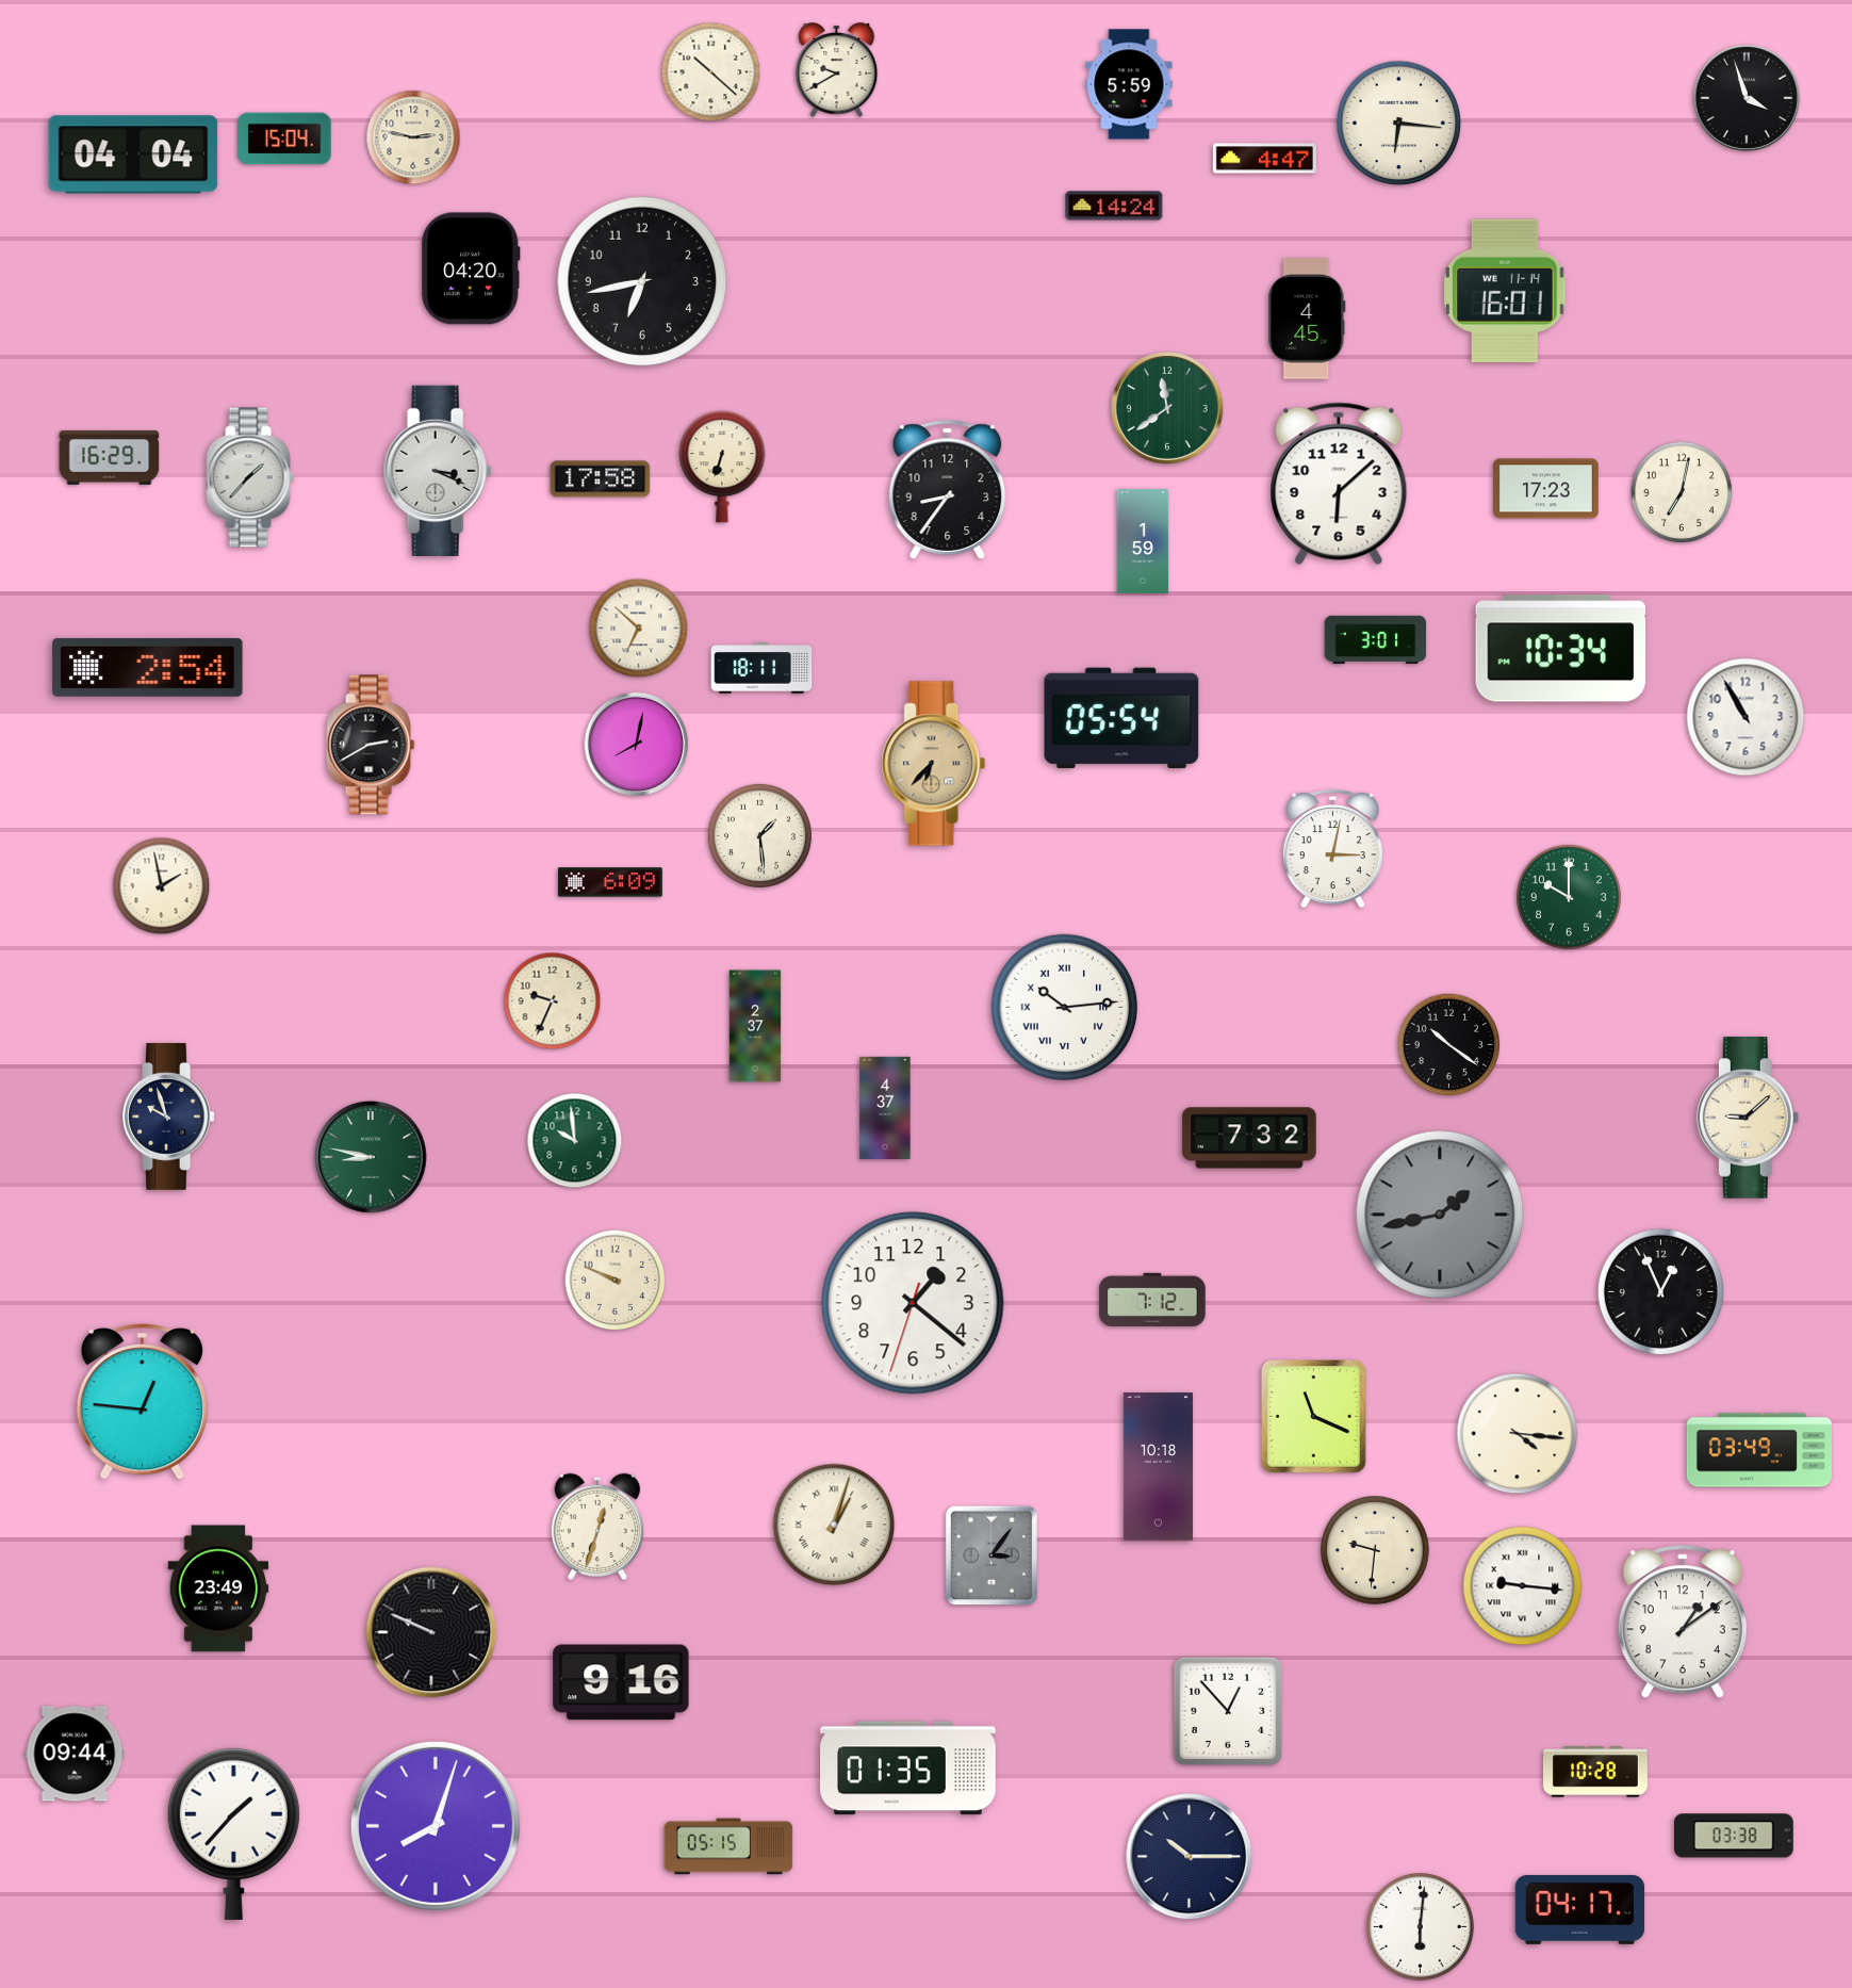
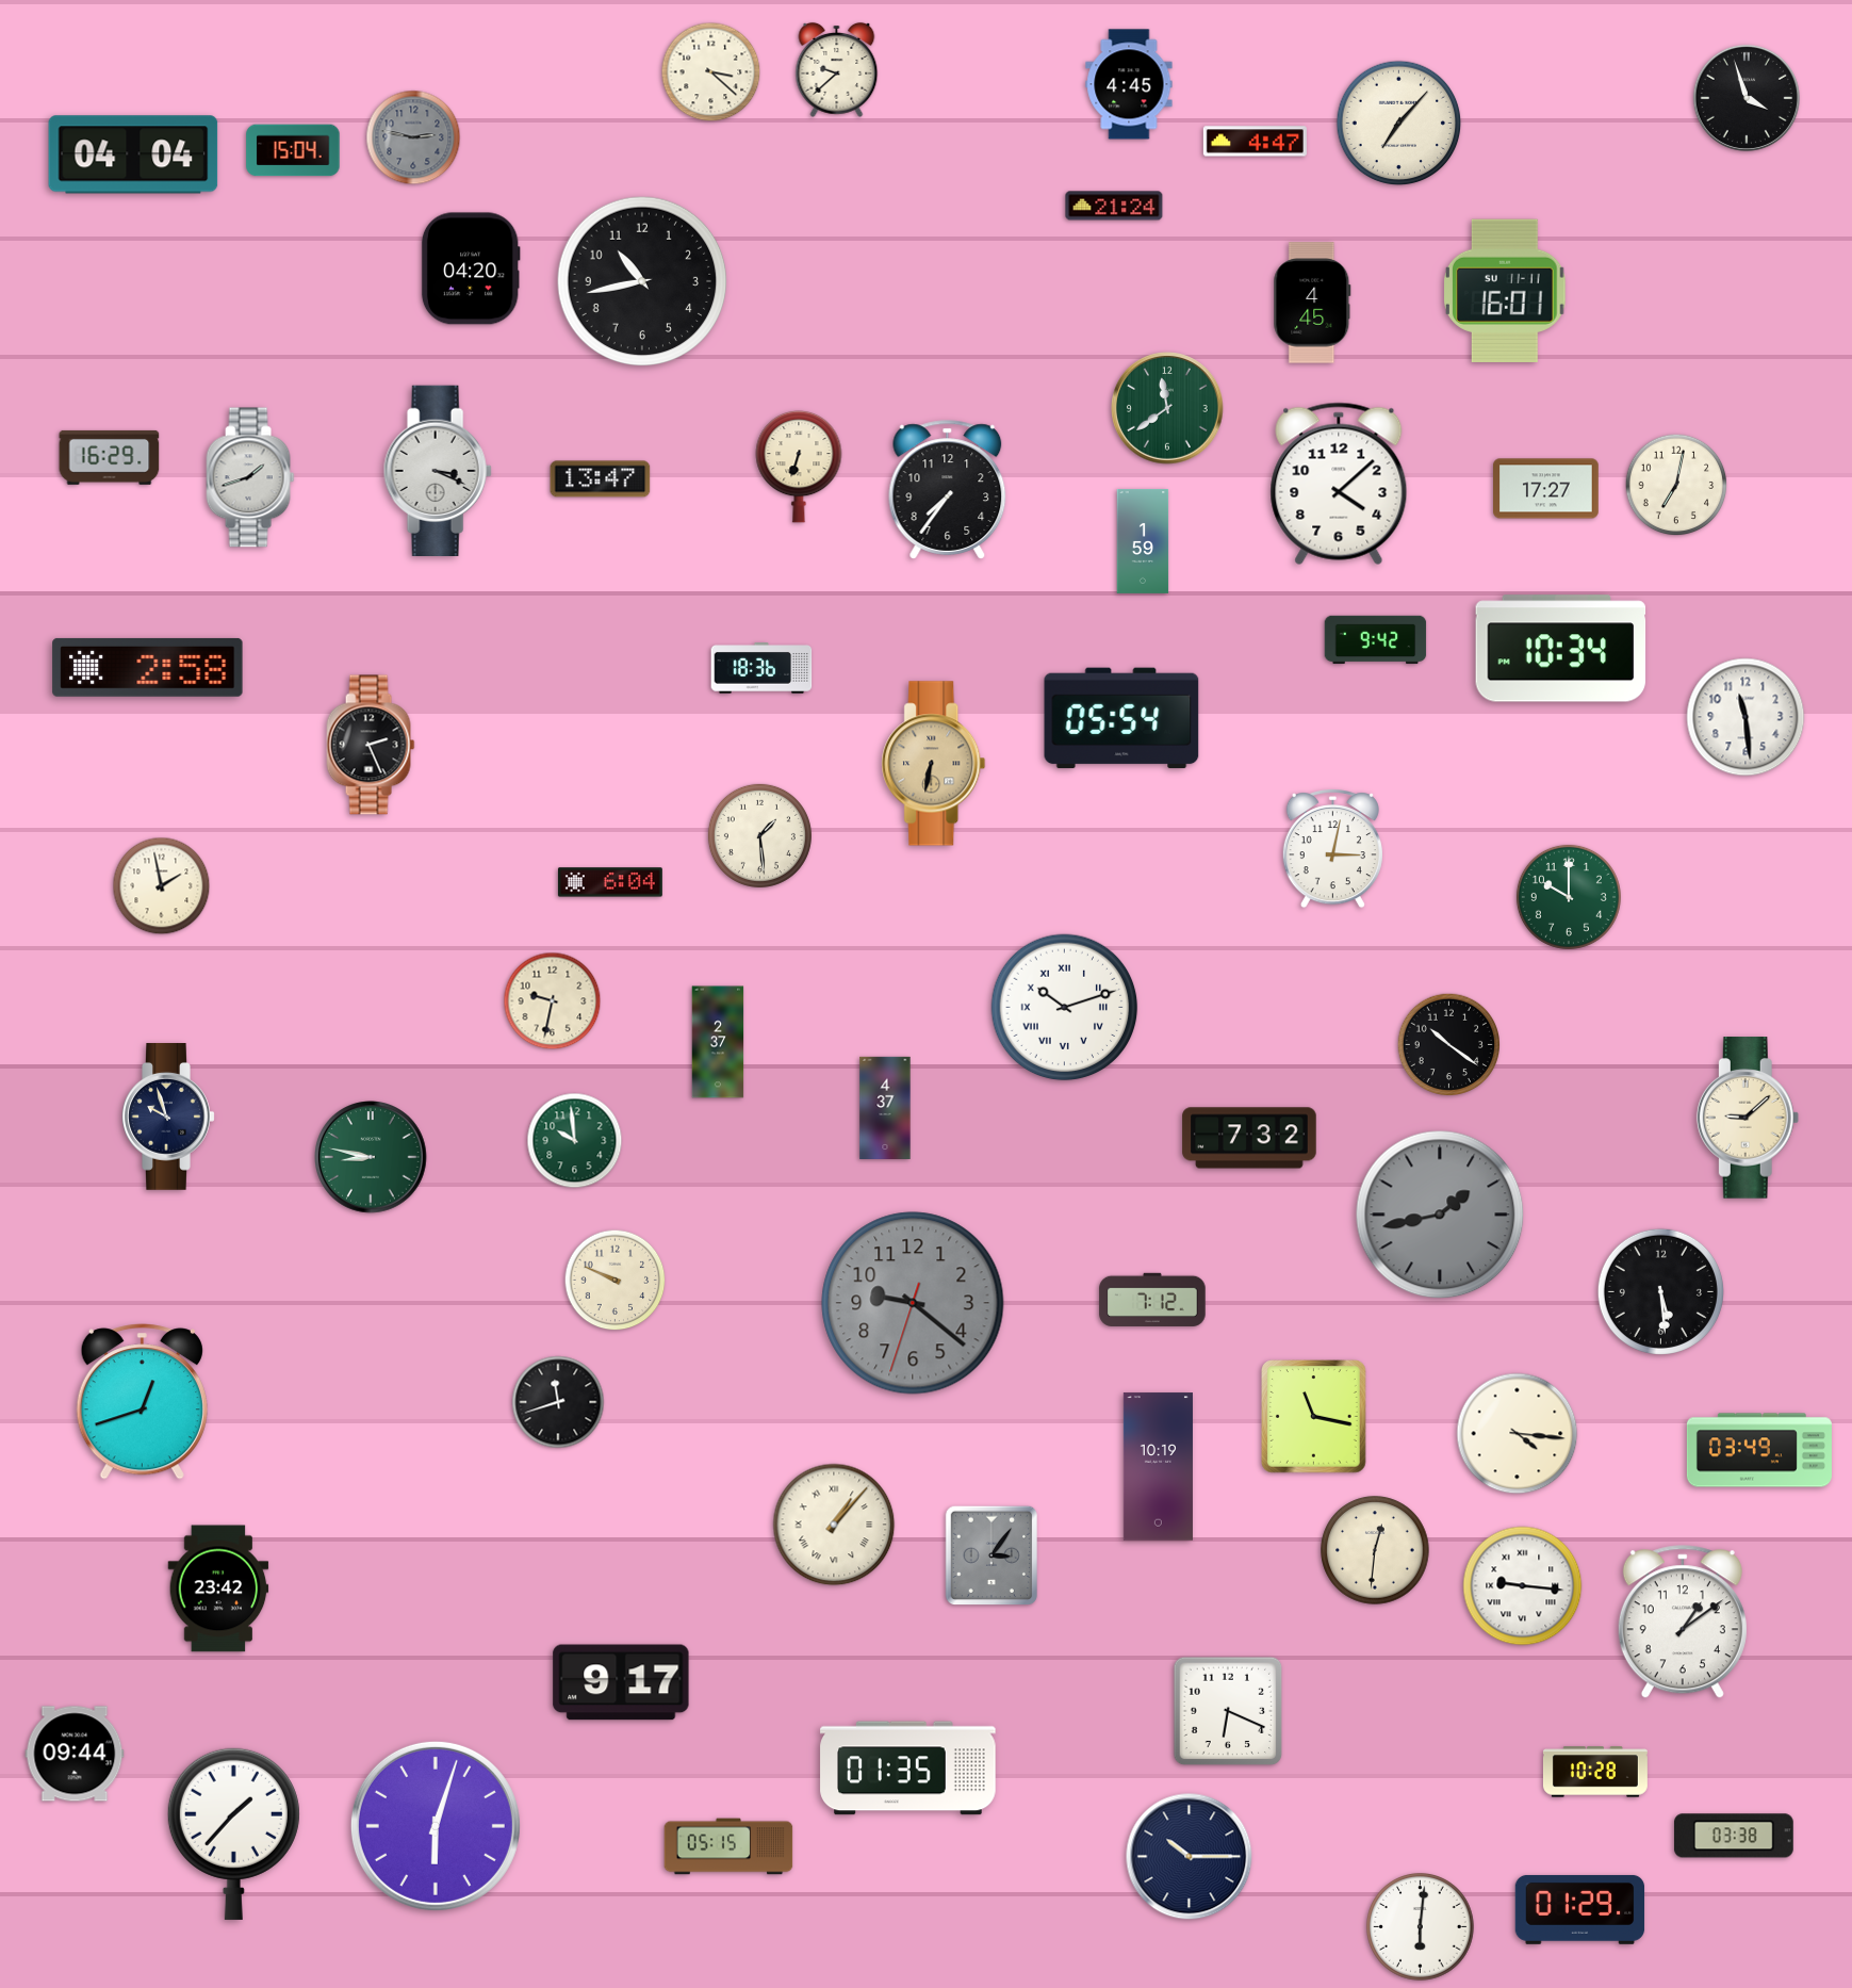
clock at (837, 69): 9:40 -> 9:38
clock at (711, 72): 10:22 -> 3:22
clock at (1129, 84): 5:59 -> 4:45
clock at (1399, 124): 6:16 -> 7:07
clock at (413, 137) dial: cream -> grey
clock at (284, 138) position: (284, 138) -> (293, 150)
clock at (1264, 159) position: (1264, 159) -> (1255, 142)
clock at (1114, 206): 14:24 -> 21:24
clock at (642, 281): 6:43 -> 10:43
clock at (1506, 291) date: WE 11-14 -> SU 11-11
clock at (1307, 319) position: (1307, 319) -> (1312, 303)
clock at (722, 467) position: (722, 467) -> (799, 467)
clock at (250, 477): 1:37 -> 1:42
clock at (601, 479): 17:58 -> 13:47
clock at (1339, 484): 6:08 -> 4:08
clock at (1546, 489): 17:23 -> 17:27
clock at (948, 490): 8:36 -> 7:36
clock at (1682, 492) position: (1682, 492) -> (1676, 485)
clock at (639, 629): 6:52 -> none
clock at (1376, 640): 3:01 -> 9:42
clock at (148, 667): 2:54 -> 2:58
clock at (761, 669): 18:11 -> 18:36
clock at (1746, 717): 10:55 -> 11:29
clock at (371, 745): 2:40 -> 2:26
clock at (637, 745): 8:02 -> none
clock at (934, 764): 6:37 -> 6:32
clock at (610, 882): 6:09 -> 6:04
clock at (553, 1001): 9:34 -> 9:32
clock at (1065, 1008): 10:14 -> 10:12
clock at (755, 1026) position: (755, 1026) -> (718, 1042)
clock at (1660, 1291): 12:56 -> 5:29
clock at (913, 1303): 1:21 -> 9:21
clock at (913, 1303) dial: white -> grey
clock at (142, 1402): 12:46 -> 12:42
clock at (558, 1402): none -> 11:42
clock at (1314, 1417): 11:19 -> 11:17
clock at (1158, 1467): 10:18 -> 10:19
clock at (834, 1525): 1:03 -> 1:07
clock at (597, 1527): 12:33 -> none
clock at (1375, 1550): 9:31 -> 12:31
clock at (218, 1588): 23:49 -> 23:42
clock at (431, 1632): 9:49 -> none
clock at (621, 1682): 9:16 -> 9:17
clock at (1228, 1711): 12:53 -> 6:19
clock at (436, 1826): 8:03 -> 6:03
clock at (1580, 1909): 04:17 -> 01:29
